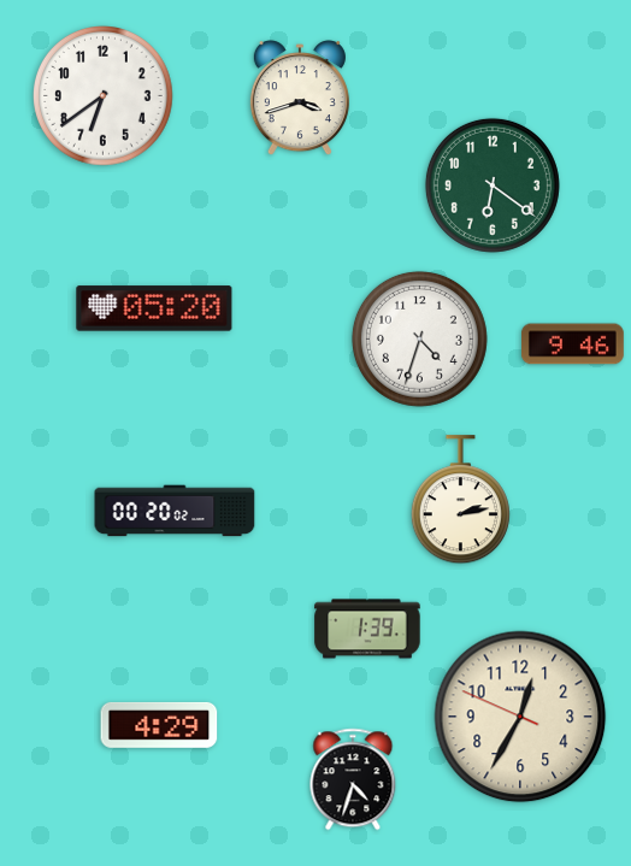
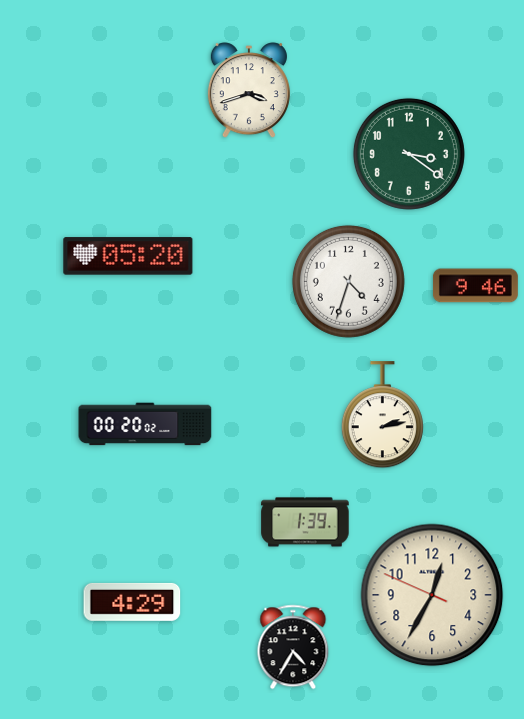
clock at (104, 96): 6:39 -> none
clock at (300, 99) position: (300, 99) -> (249, 91)
clock at (493, 185): 6:21 -> 3:21
clock at (353, 779): 4:33 -> 4:35
